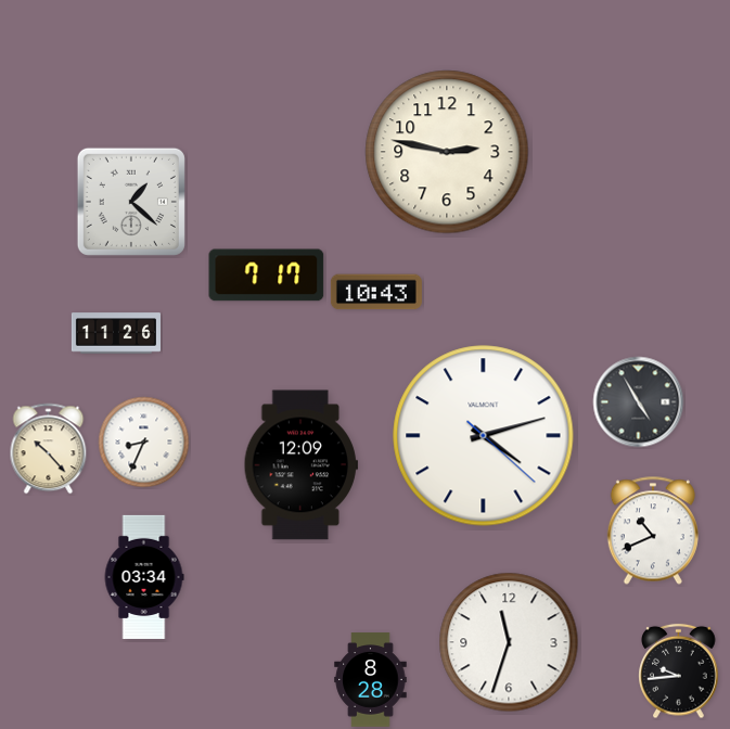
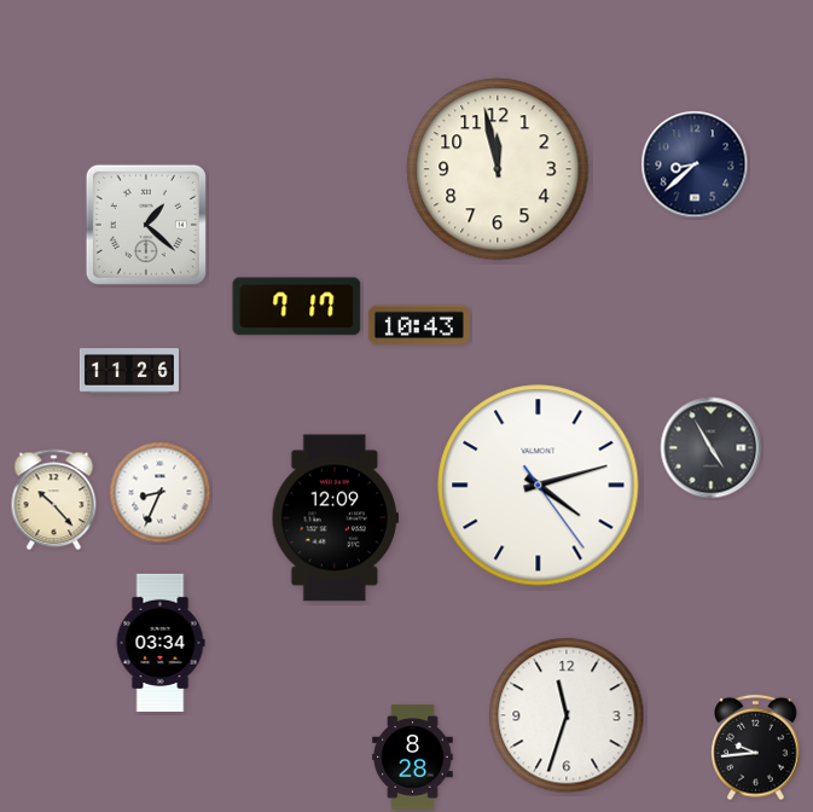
clock at (695, 164): none -> 8:38
clock at (447, 152): 2:47 -> 11:58
clock at (484, 436): 4:12:22 -> 4:12:24
clock at (653, 530): 10:41 -> none
